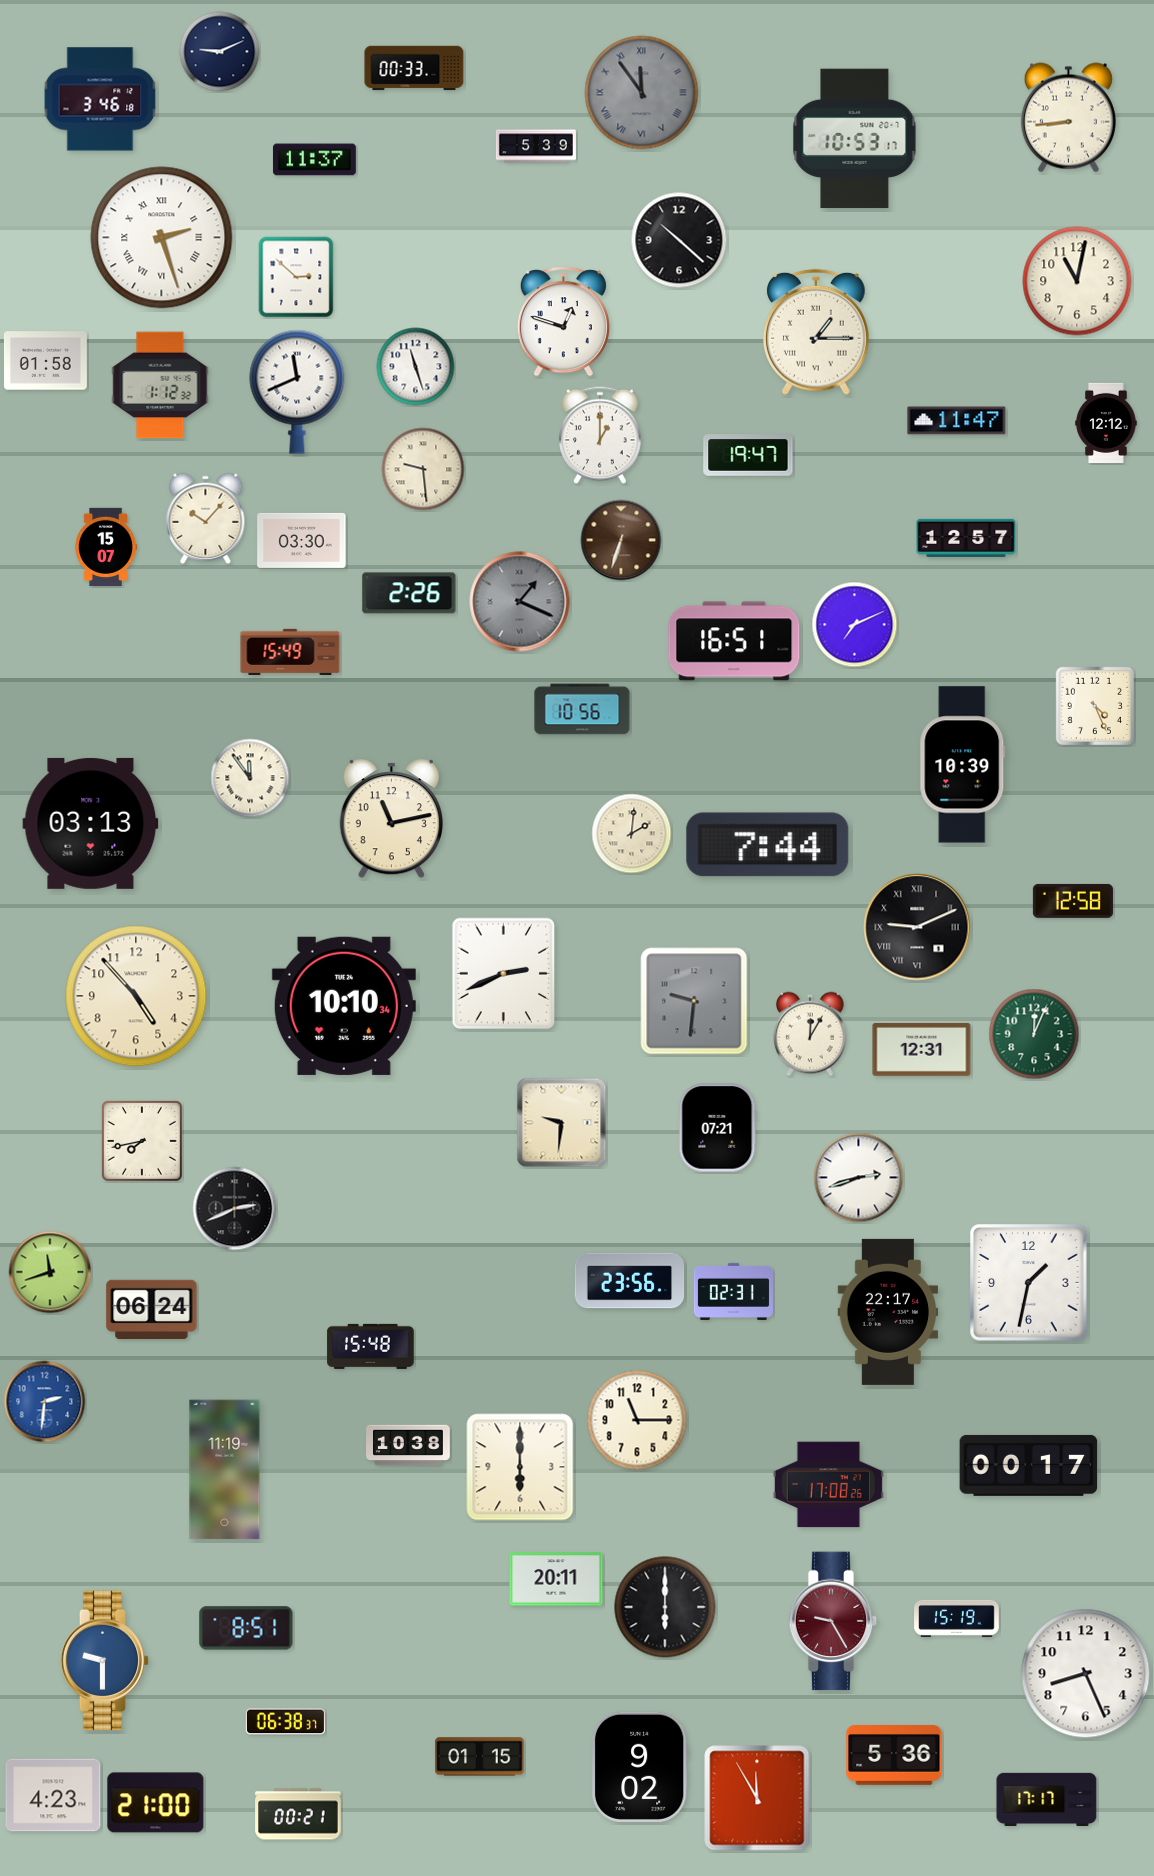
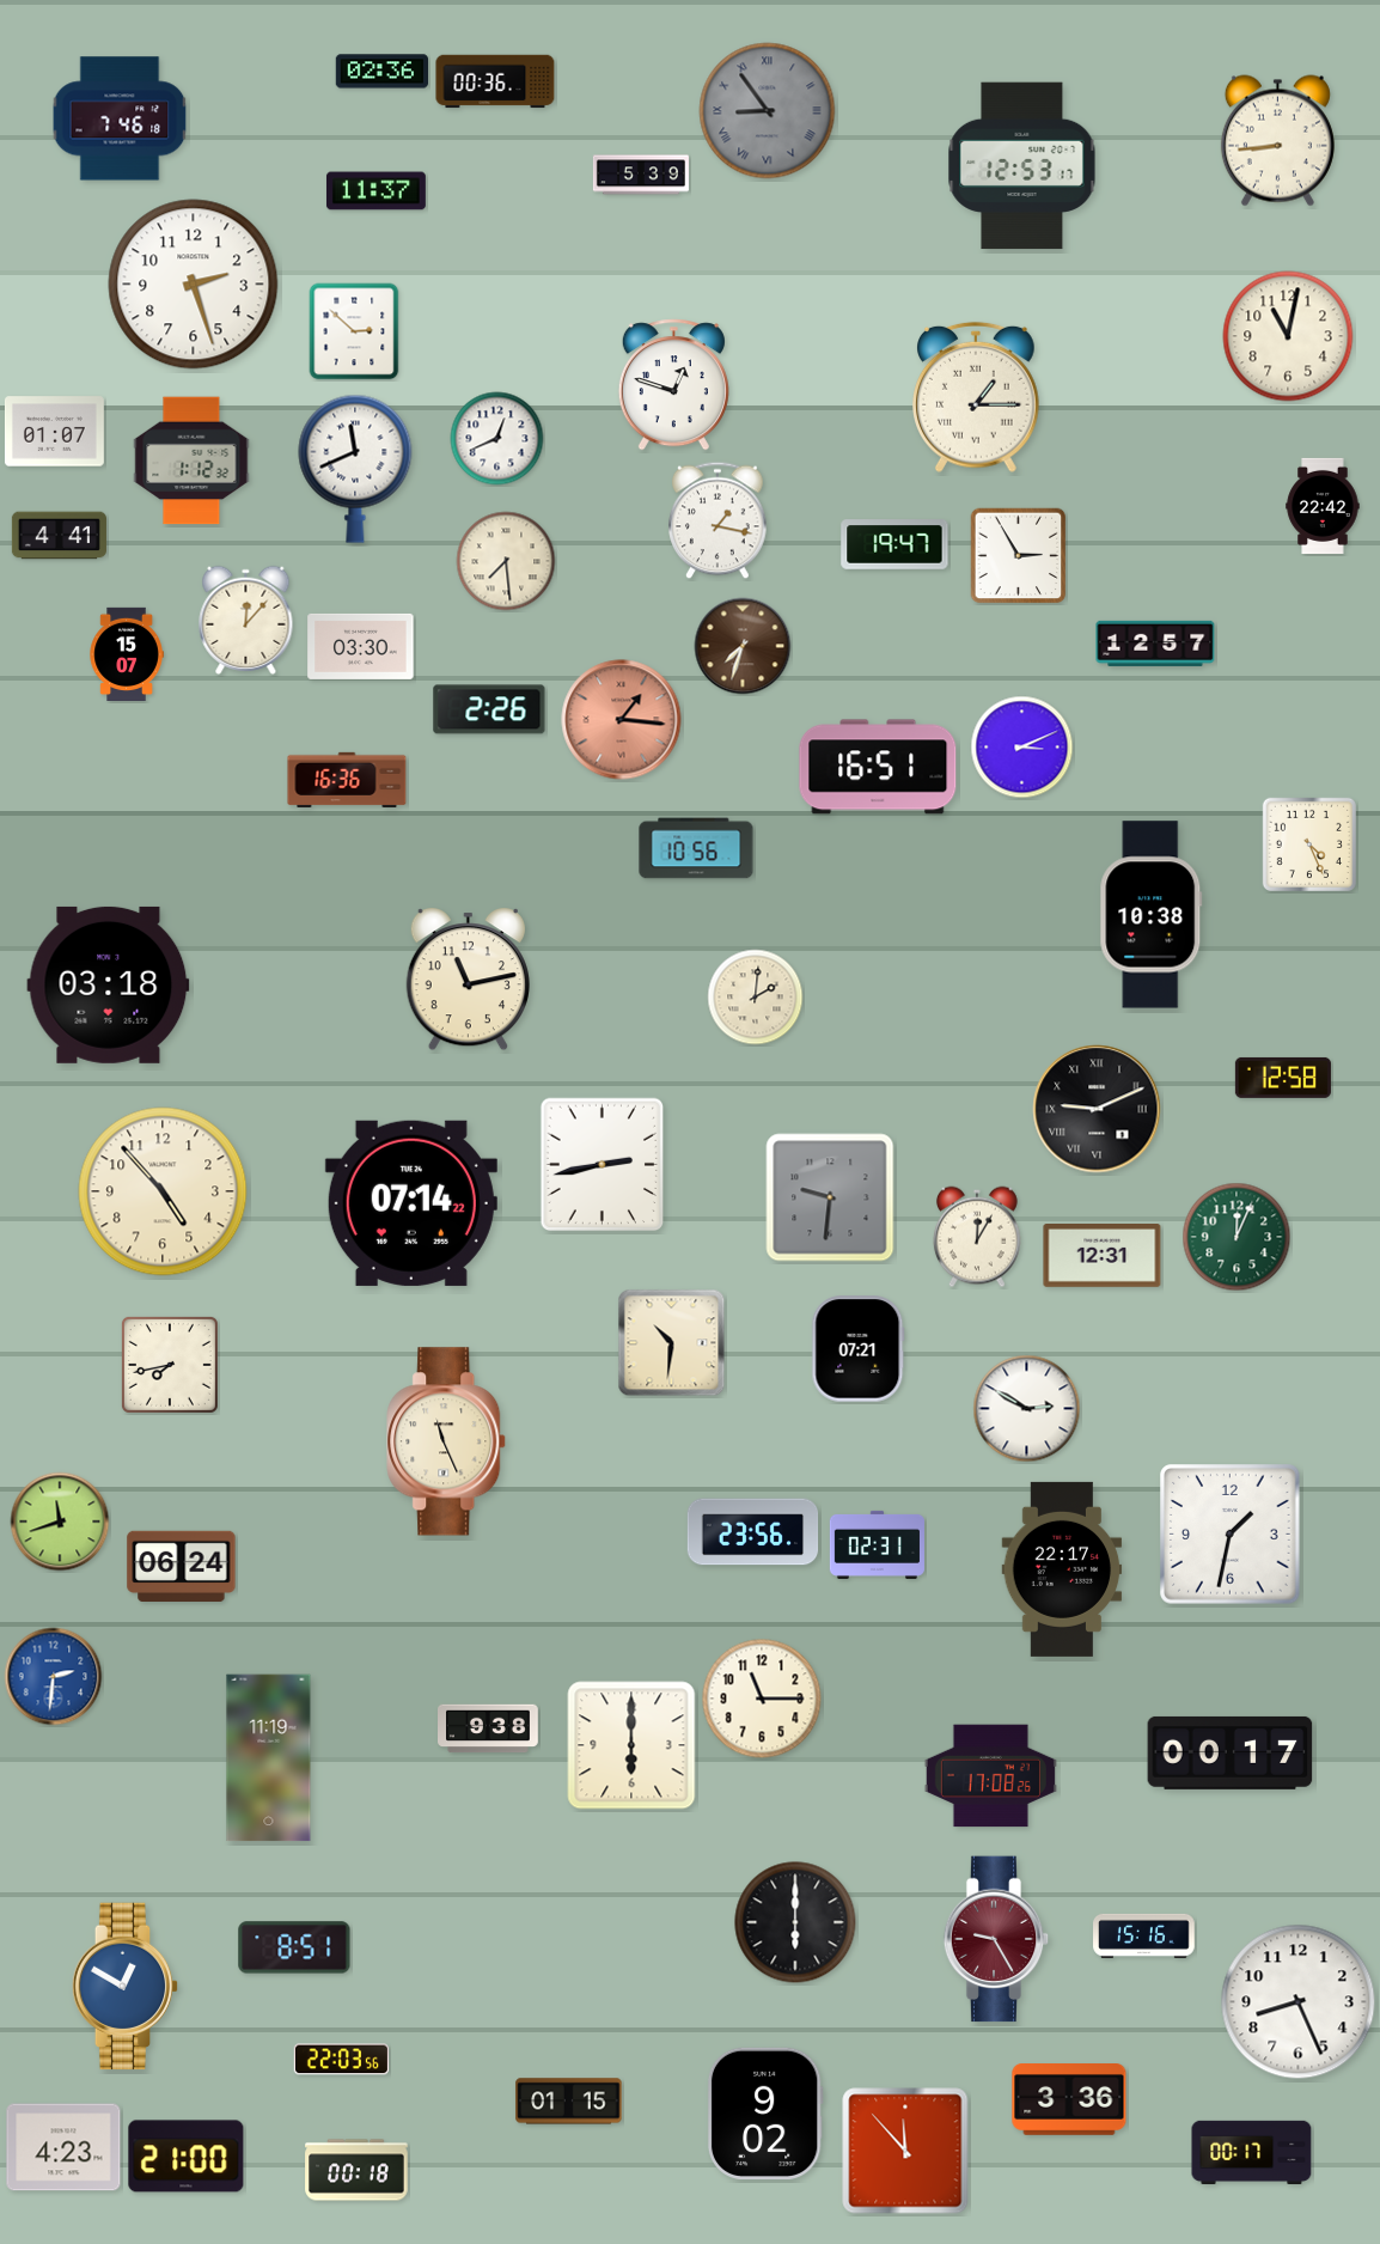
clock at (220, 52): 9:11 -> none
clock at (383, 72): none -> 02:36
clock at (414, 68): 00:33 -> 00:36
clock at (642, 93): 11:54 -> 8:54
clock at (100, 99): 3:46 -> 7:46
clock at (855, 139): 10:53 -> 12:53
clock at (162, 238) numerals: Roman -> Arabic
clock at (679, 240): 10:22 -> none
clock at (45, 361): 01:58 -> 01:07
clock at (416, 367): 11:27 -> 12:41
clock at (957, 421): 11:47 -> none
clock at (1106, 423): 12:12 -> 22:42
clock at (600, 435): 1:00 -> 1:17
clock at (59, 536): none -> 4:41
clock at (1019, 556): none -> 2:55
clock at (423, 469): 9:29 -> 7:29
clock at (206, 518): 10:07 -> 12:07
clock at (621, 540): 6:33 -> 7:33
clock at (520, 602): 1:19 -> 1:16
clock at (520, 602) dial: grey -> salmon
clock at (855, 625): 7:11 -> 3:11
clock at (290, 652): 15:49 -> 16:36
clock at (963, 765): 10:39 -> 10:38
clock at (250, 778): 11:54 -> none
clock at (91, 823): 03:13 -> 03:18
clock at (768, 845): 7:44 -> none
clock at (504, 974): 2:41 -> 2:43
clock at (344, 1006): 10:10 -> 07:14
clock at (810, 1034) position: (810, 1034) -> (977, 1237)
clock at (562, 1123): 9:31 -> 10:31
clock at (859, 1178): 2:42 -> 2:50
clock at (447, 1441): none -> 11:26
clock at (235, 1209): 2:41 -> none
clock at (371, 1346): 15:48 -> none
clock at (409, 1445): 10:38 -> 9:38
clock at (520, 1467) position: (520, 1467) -> (631, 1745)
clock at (556, 1579): 20:11 -> none
clock at (957, 1618): 15:19 -> 15:16
clock at (105, 1661): 9:30 -> 12:50
clock at (285, 1722): 06:38 -> 22:03
clock at (894, 1756): 5:36 -> 3:36
clock at (480, 1757) position: (480, 1757) -> (569, 2102)
clock at (757, 1798): 11:55 -> 11:53
clock at (1047, 1799): 17:17 -> 00:17
clock at (298, 1814): 00:21 -> 00:18
